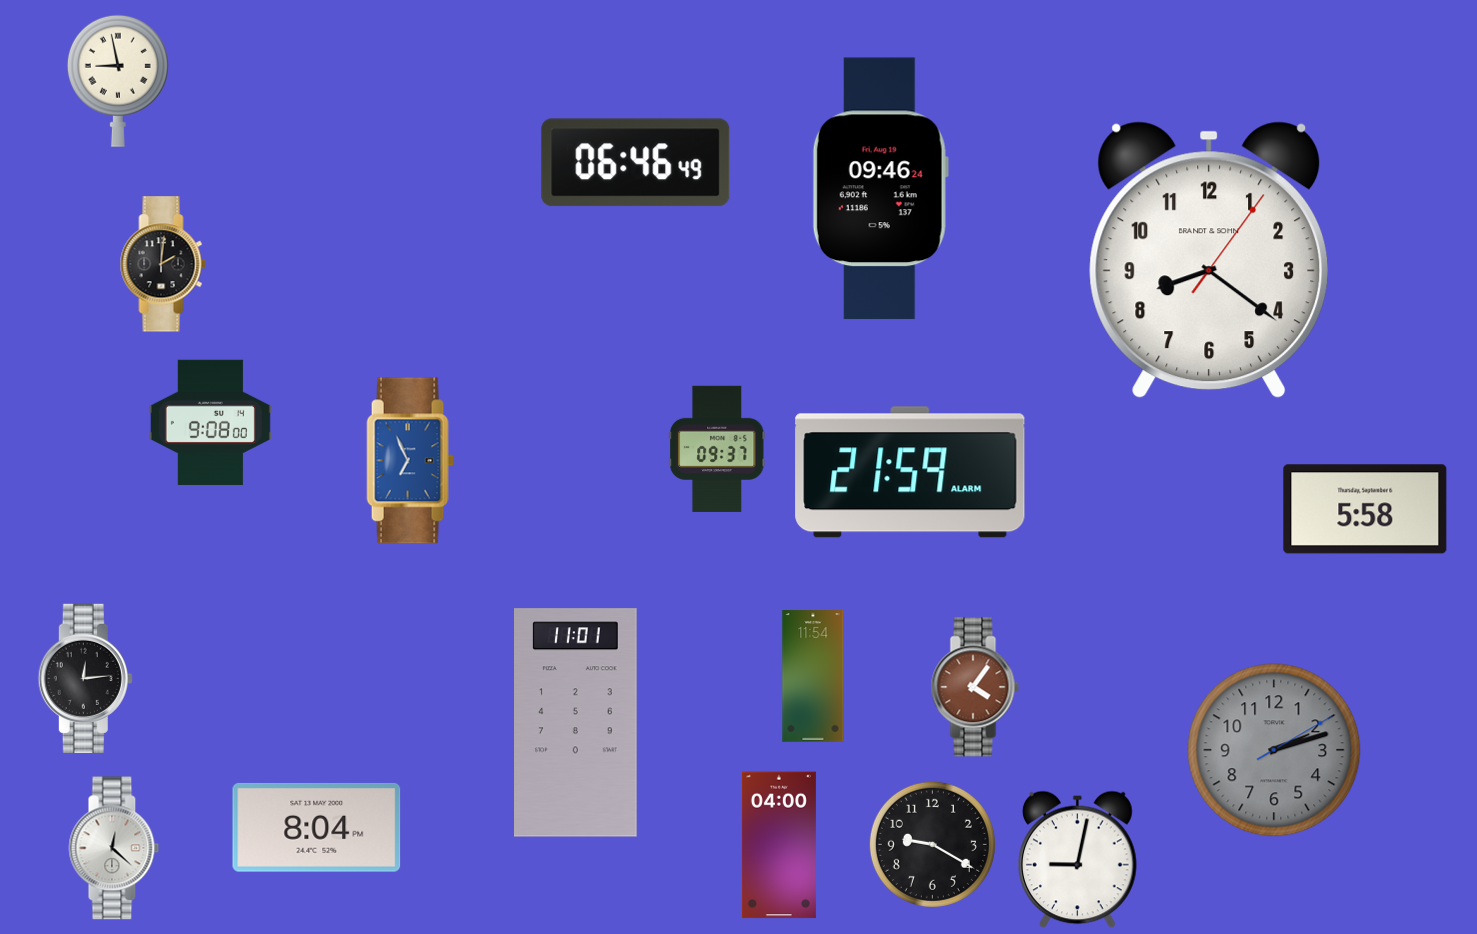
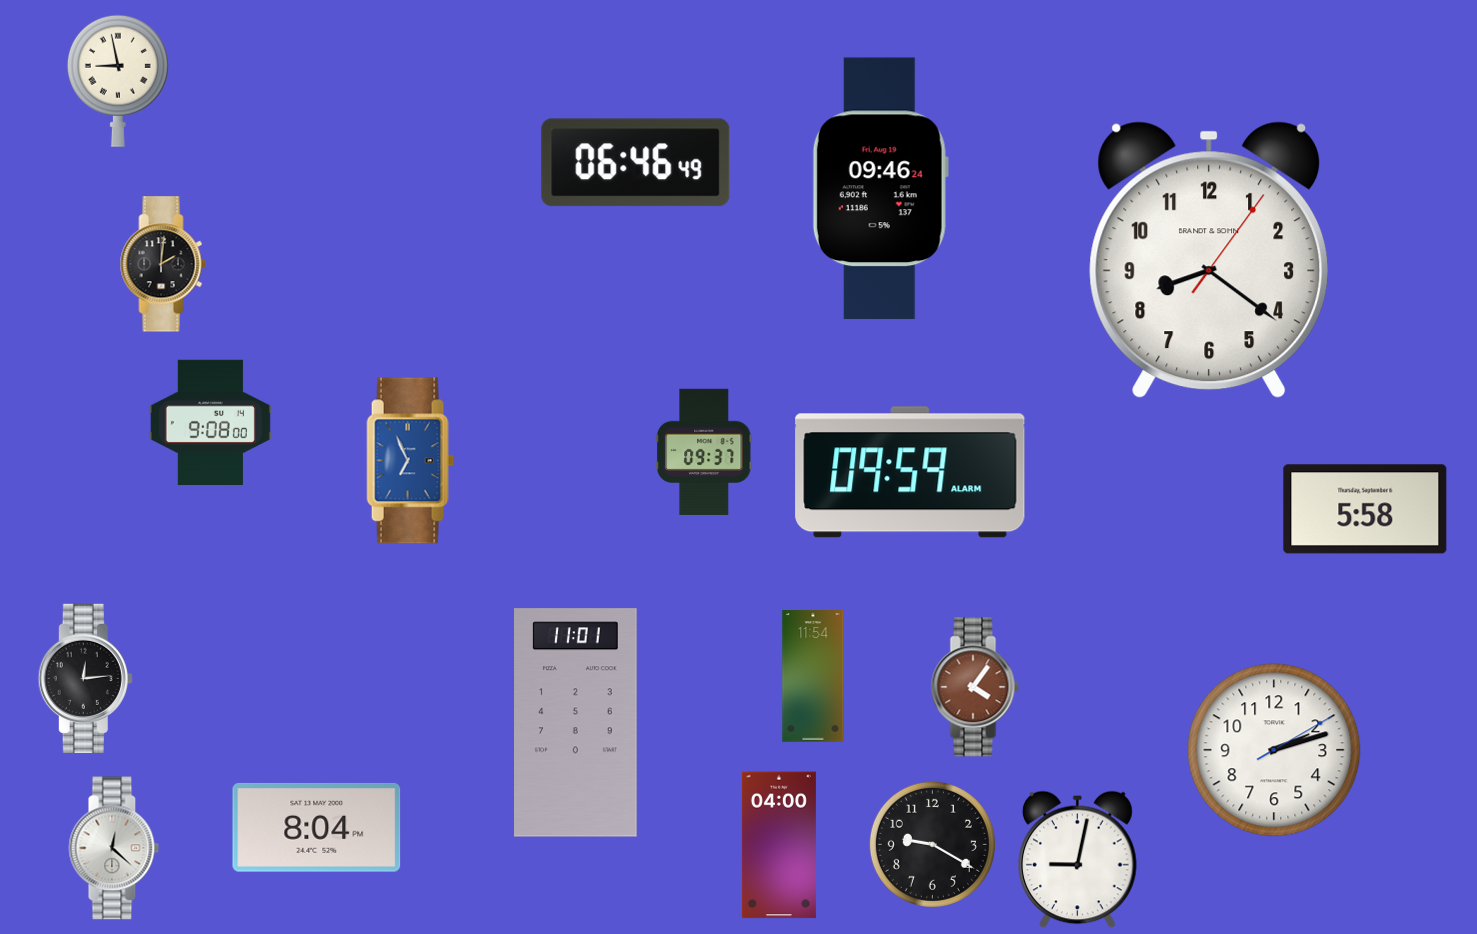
clock at (718, 449) position: (718, 449) -> (705, 452)
clock at (910, 472): 21:59 -> 09:59
clock at (1274, 750) dial: grey -> white
